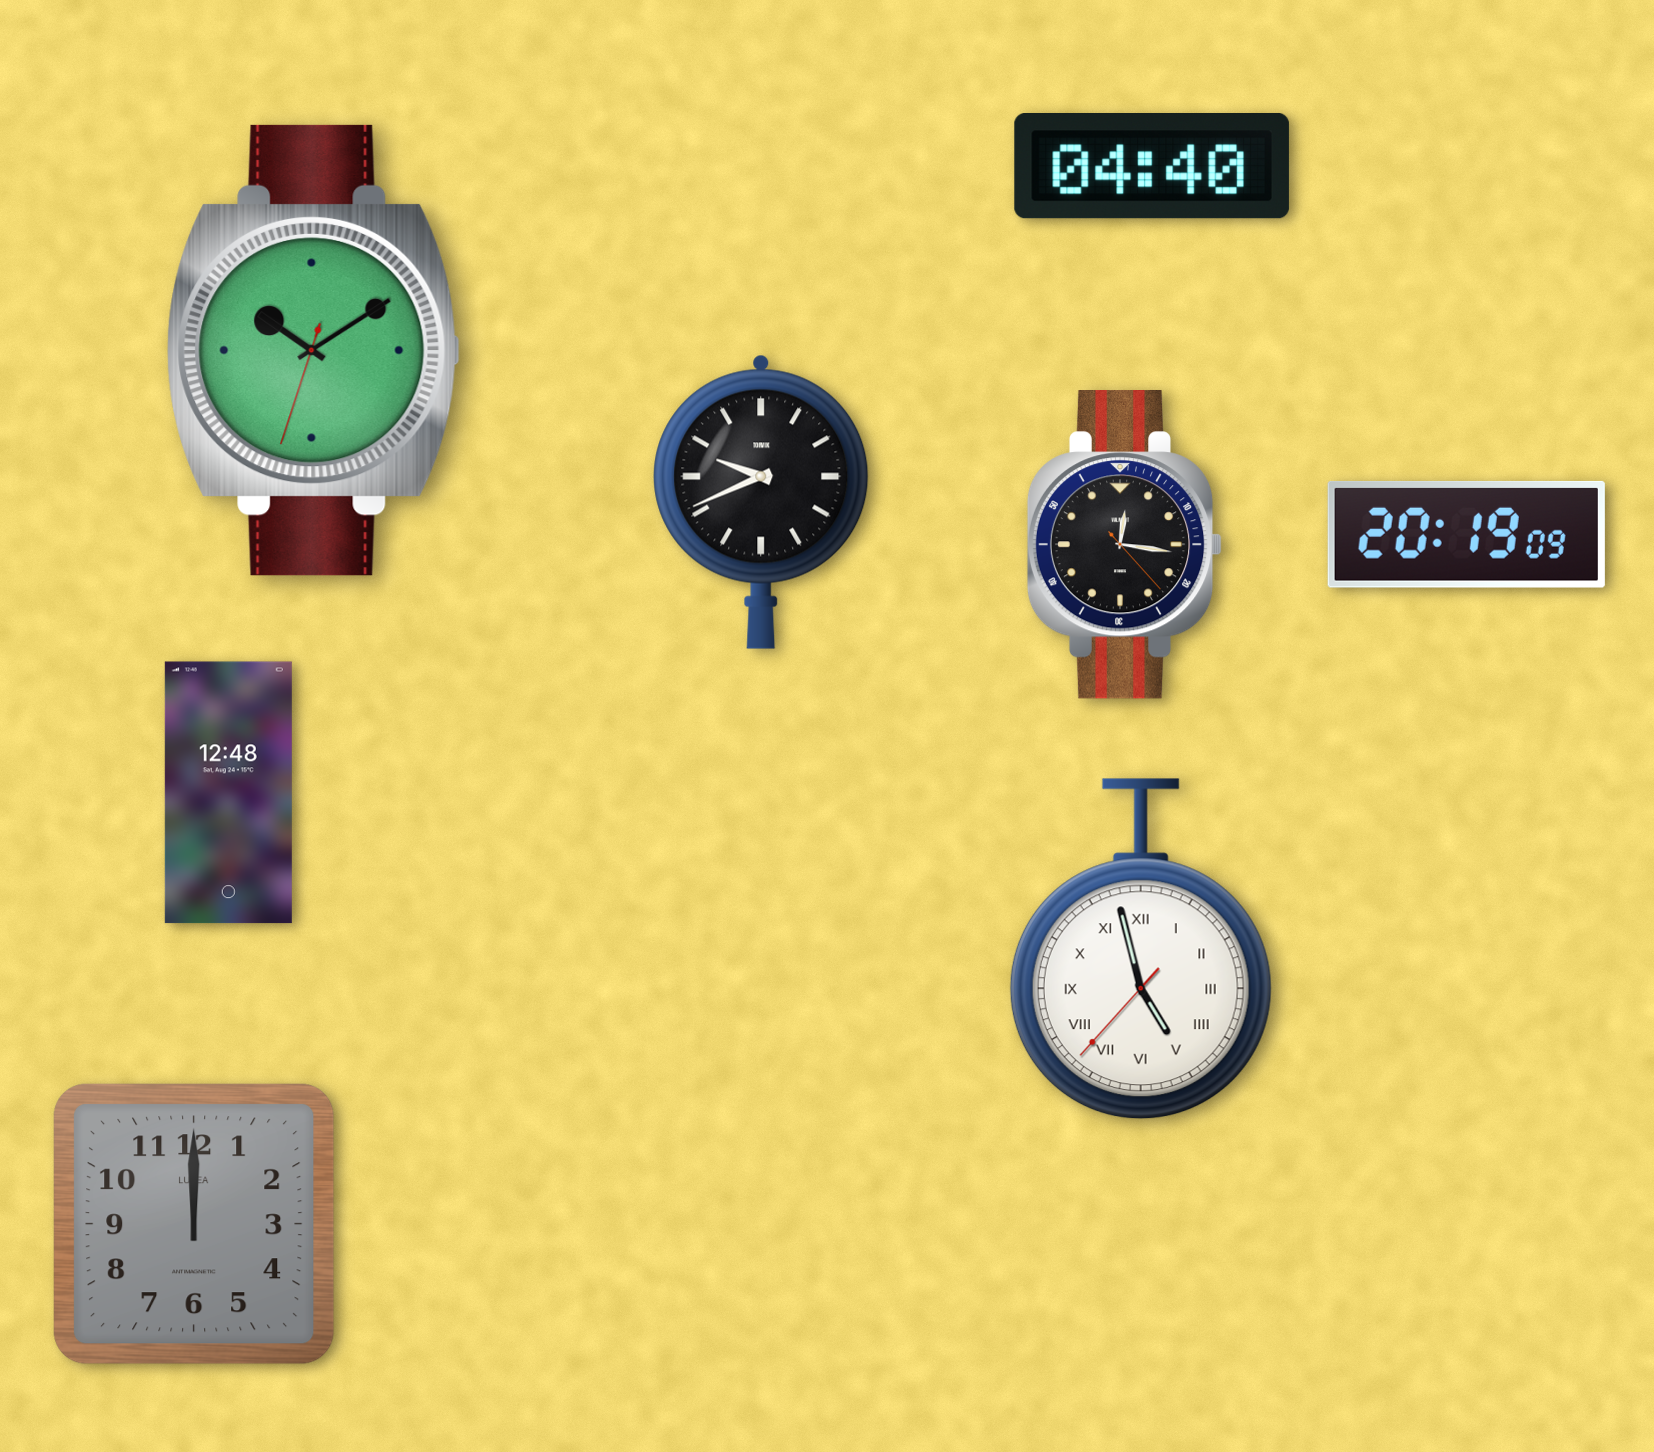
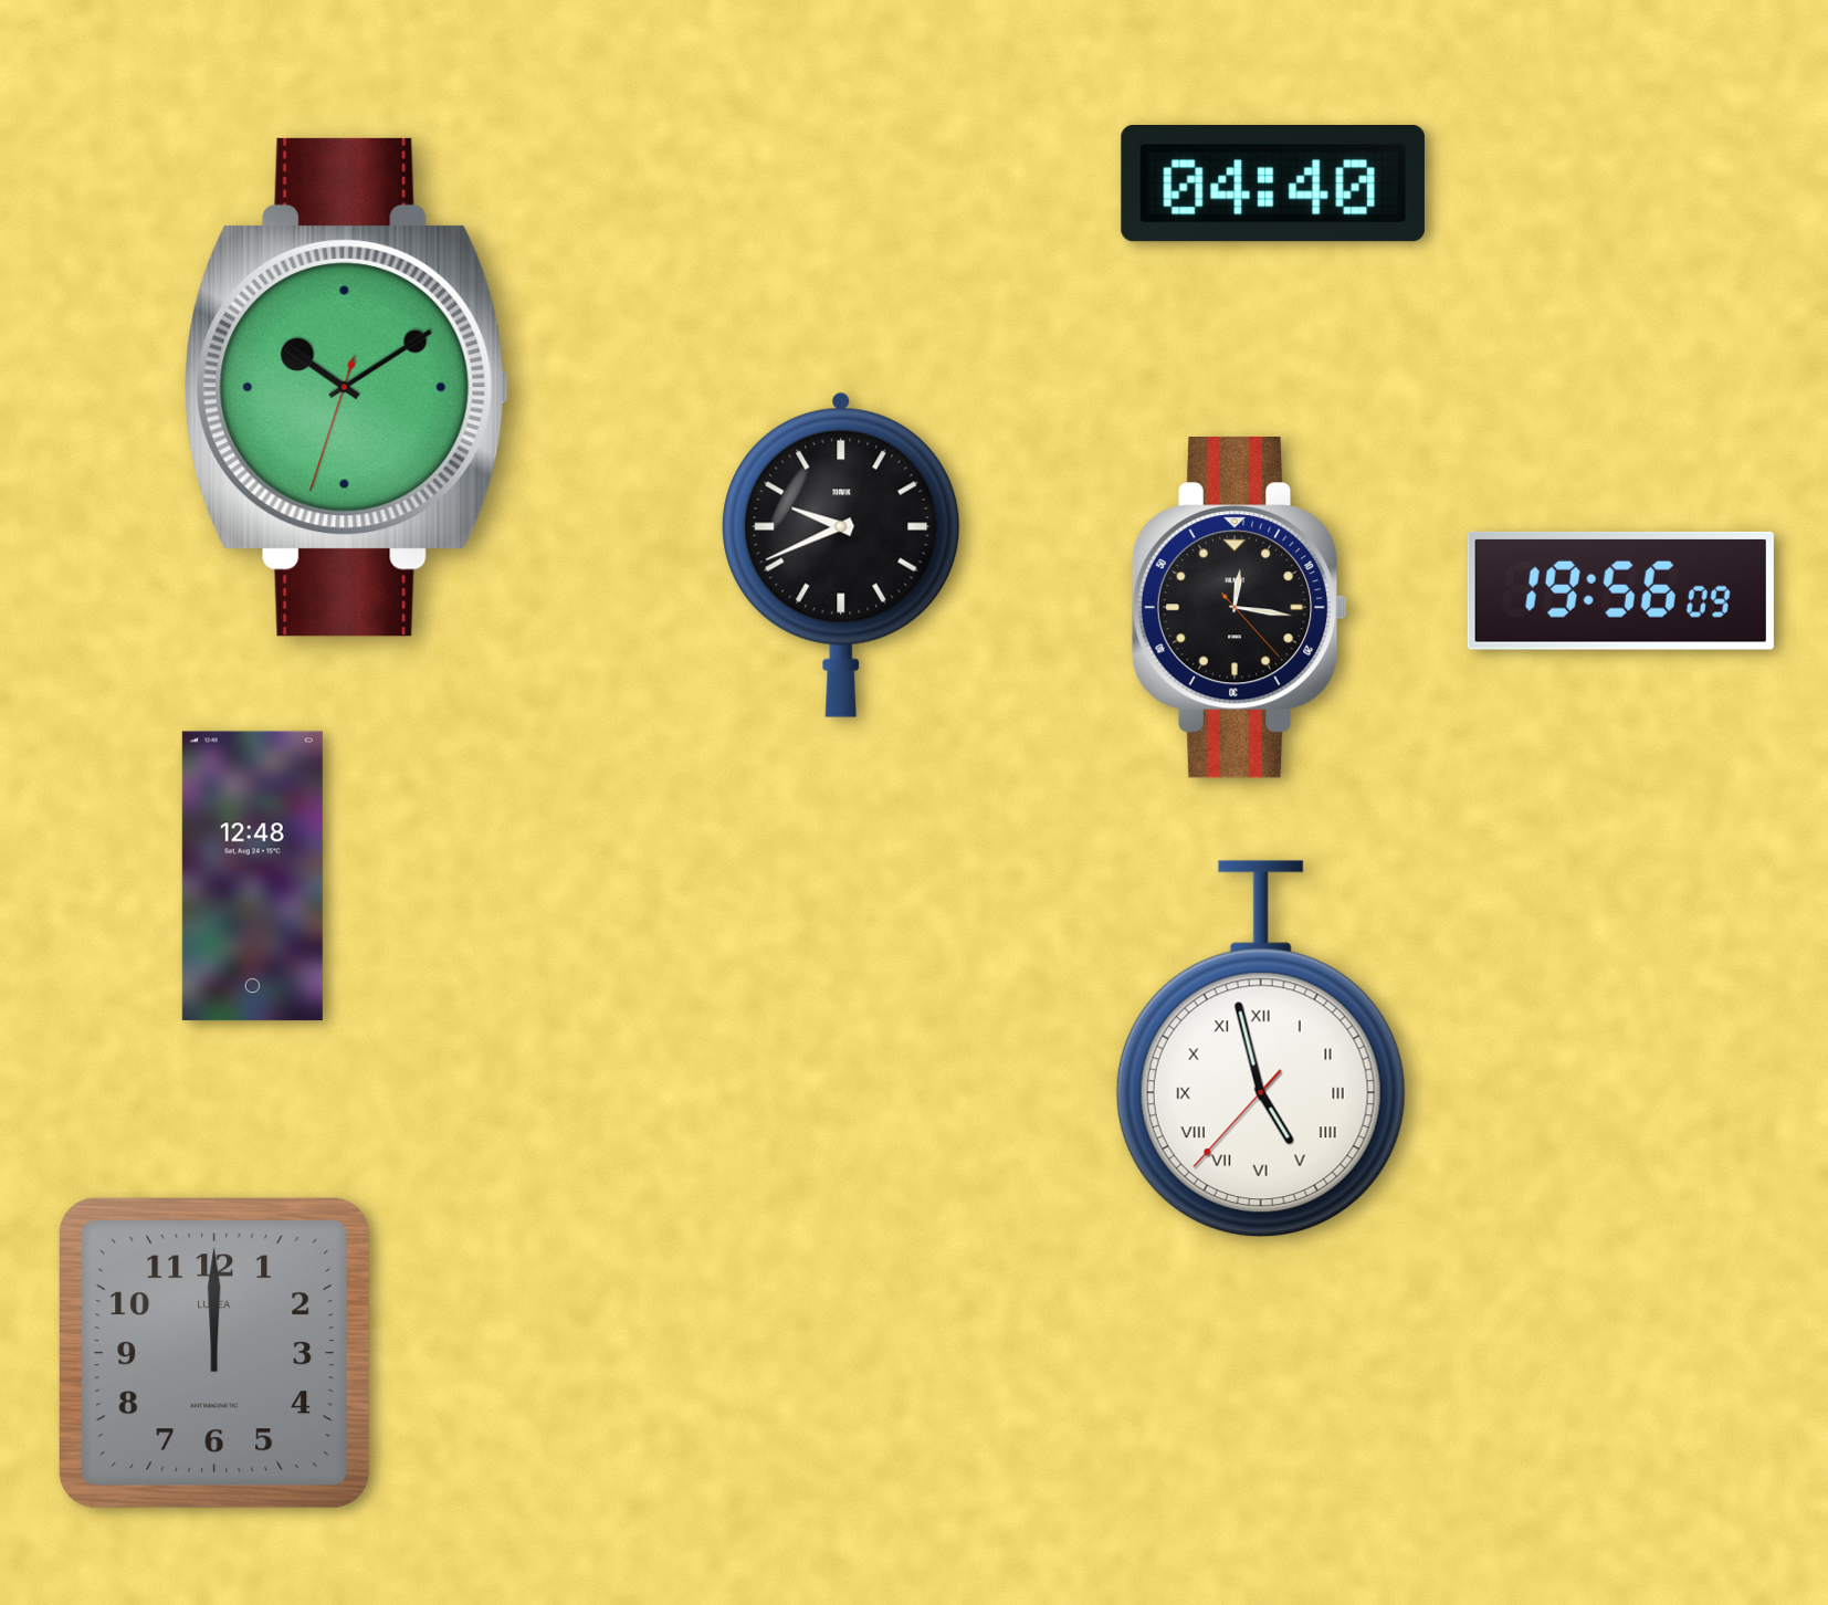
clock at (1466, 534): 20:19 -> 19:56
clock at (1125, 545) position: (1125, 545) -> (1240, 608)
